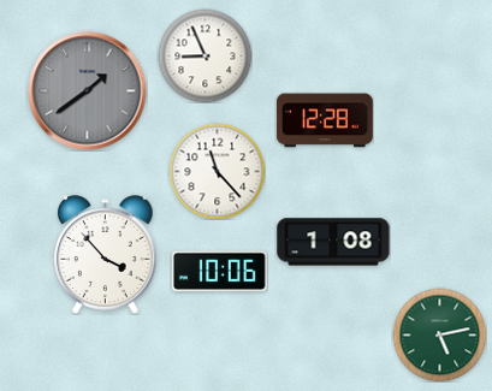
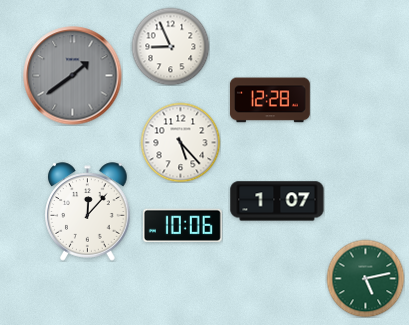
clock at (217, 171): 11:23 -> 5:23
clock at (333, 242): 1:08 -> 1:07
clock at (106, 255): 3:53 -> 12:07
